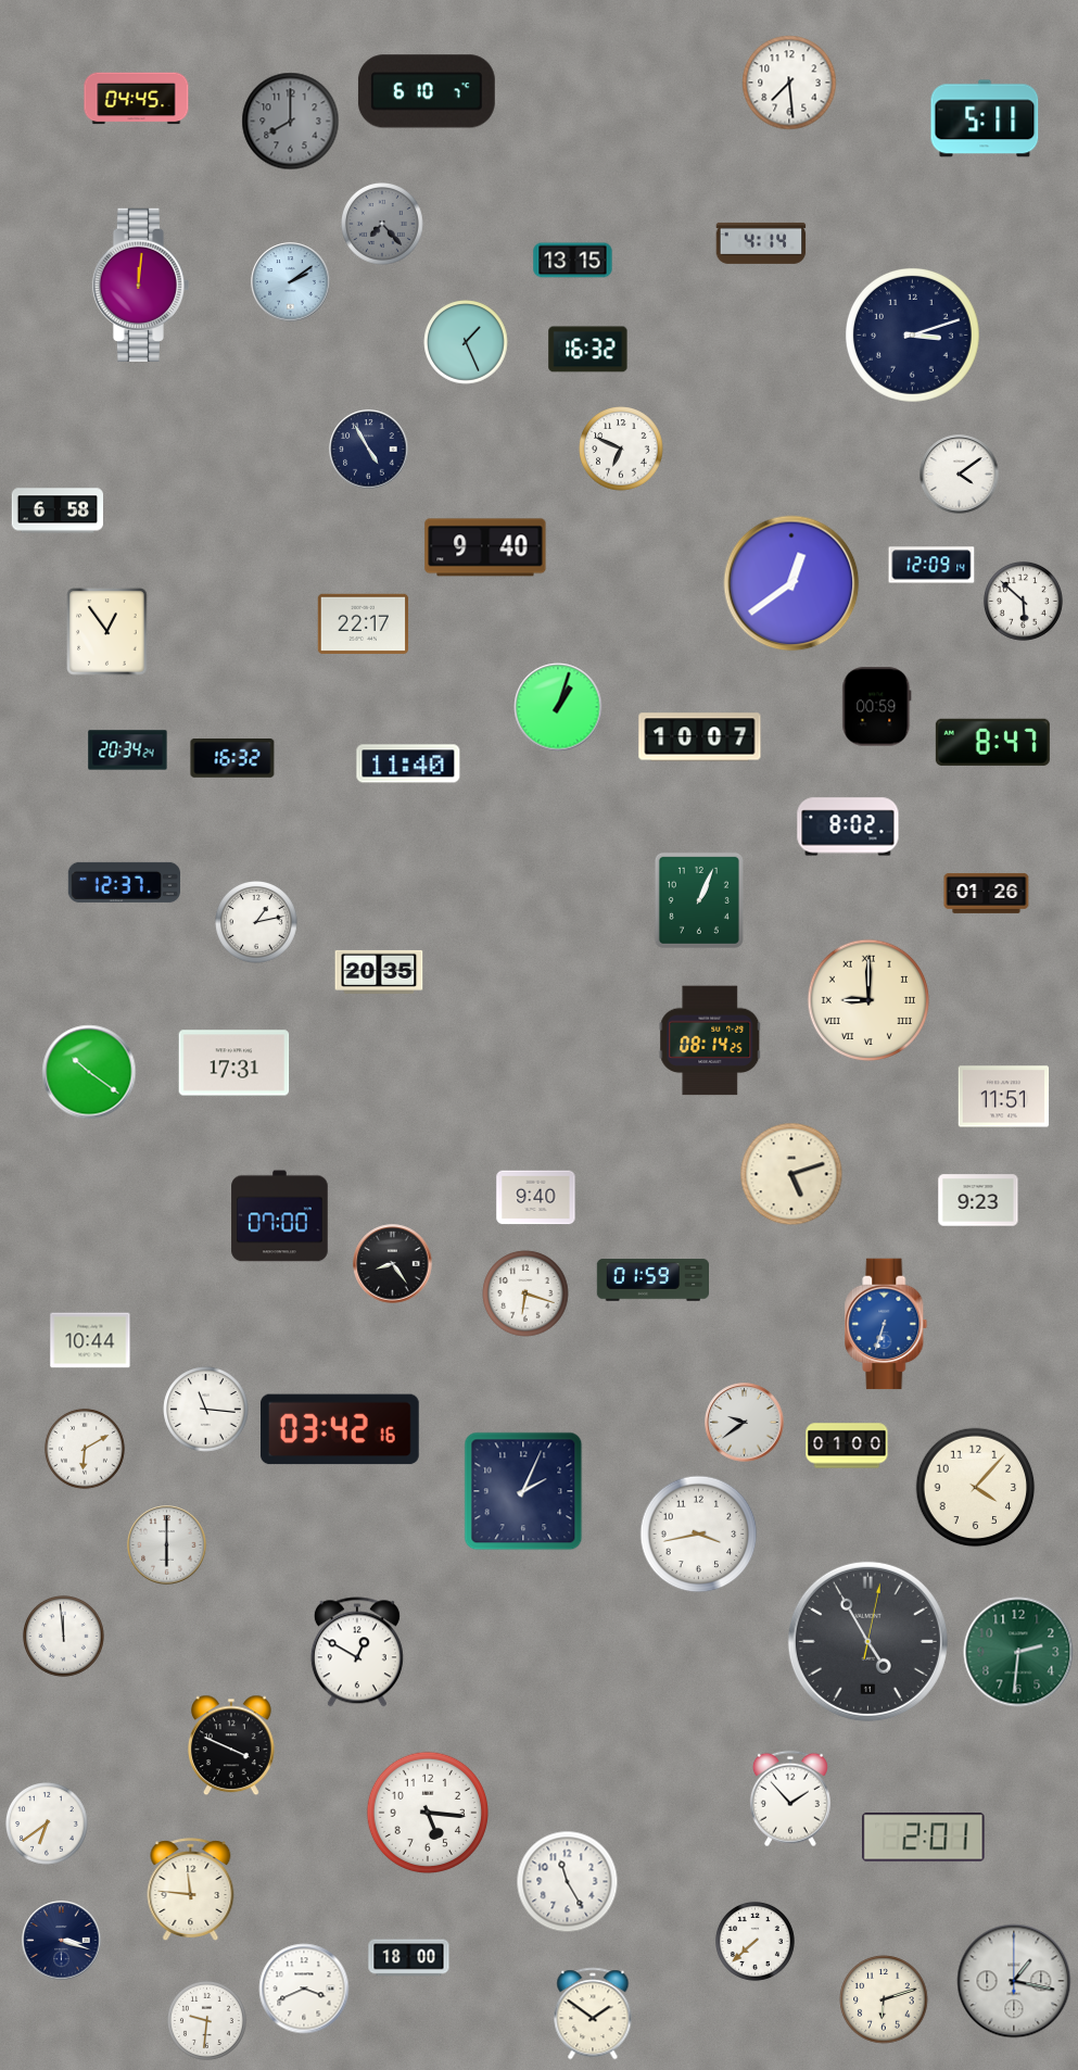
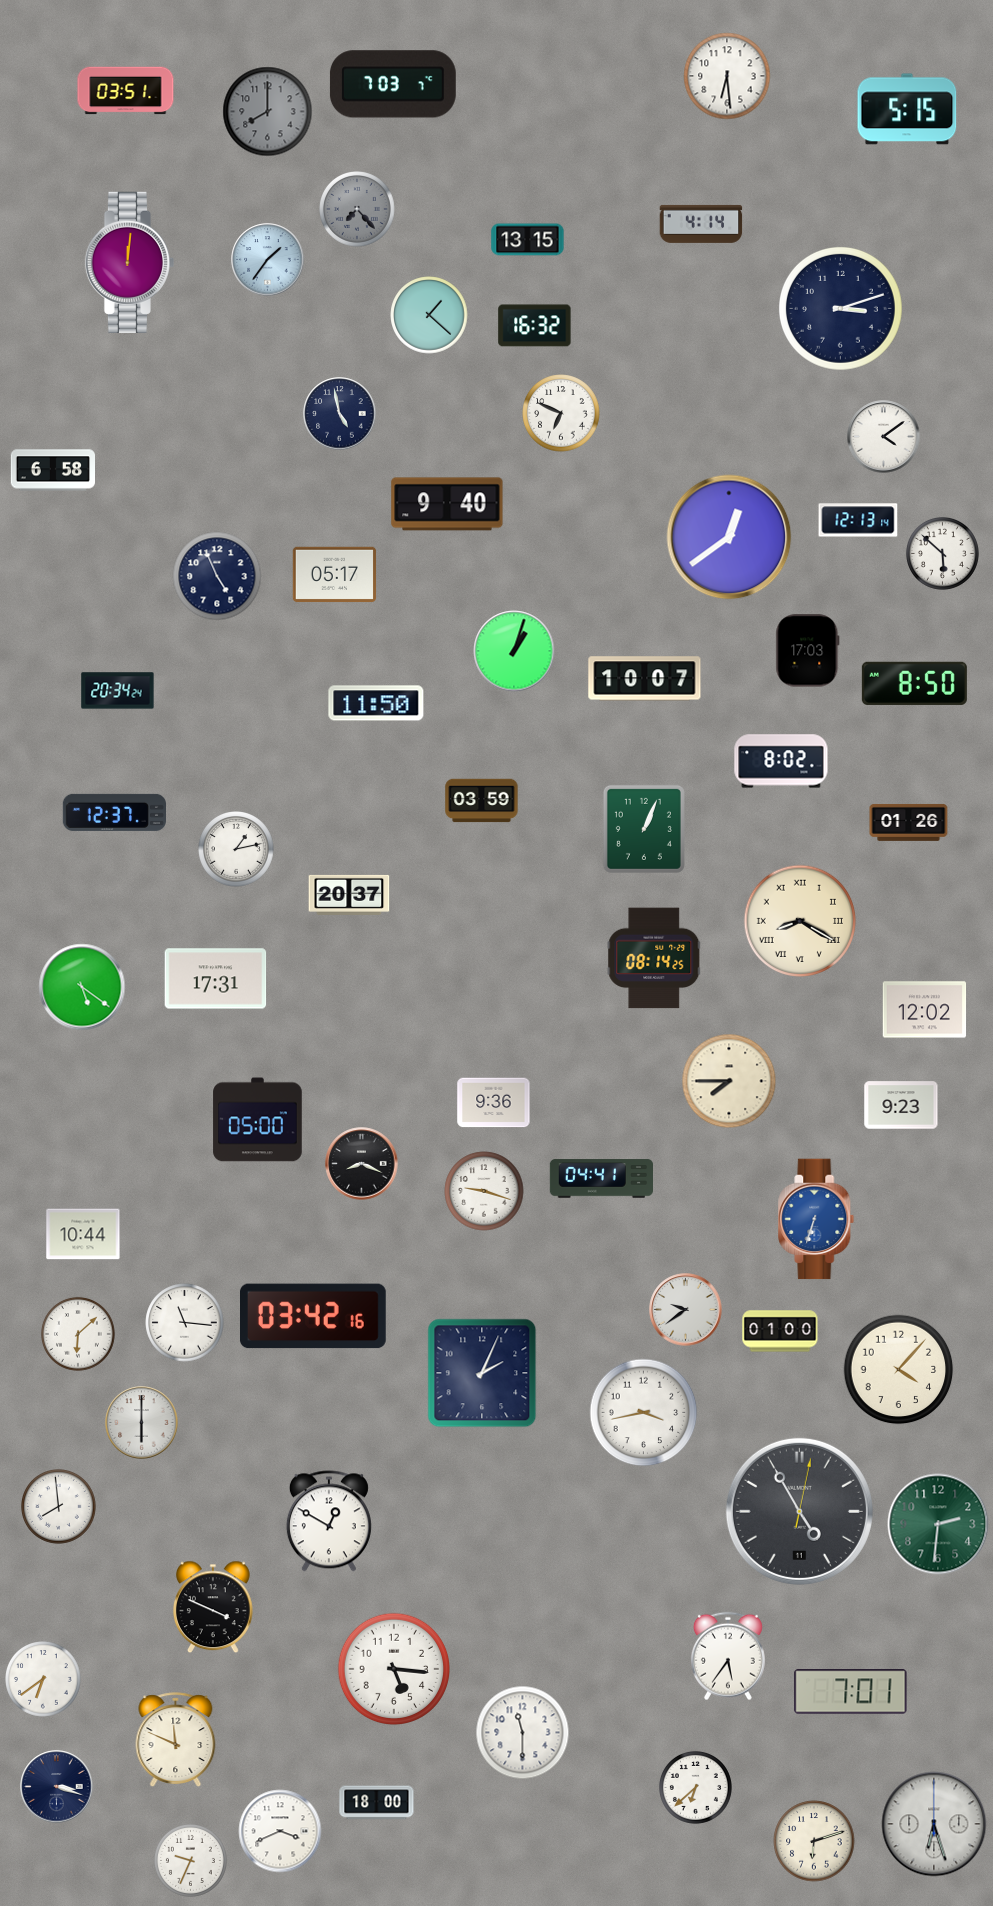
clock at (789, 83): 7:29 -> 6:29
clock at (427, 91): 6:10 -> 7:03
clock at (137, 99): 04:45 -> 03:51
clock at (985, 118): 5:11 -> 5:15
clock at (382, 224) position: (382, 224) -> (357, 209)
clock at (291, 282): 2:09 -> 1:36
clock at (466, 342): 1:26 -> 1:22
clock at (588, 350) position: (588, 350) -> (535, 326)
clock at (621, 449) position: (621, 449) -> (561, 413)
clock at (369, 450): 4:55 -> 4:58
clock at (931, 565): 12:09 -> 12:13
clock at (364, 624): 22:17 -> 05:17
clock at (217, 576): none -> 4:56
clock at (107, 632): 12:54 -> none
clock at (877, 707): 00:59 -> 17:03
clock at (992, 742): 8:47 -> 8:50
clock at (232, 758): 16:32 -> none
clock at (408, 763): 11:40 -> 11:50
clock at (482, 801): none -> 03:59
clock at (379, 972): 20:35 -> 20:37
clock at (867, 999): 9:00 -> 8:20
clock at (89, 1072): 10:21 -> 5:21
clock at (1004, 1097): 11:51 -> 12:02
clock at (791, 1174): 5:12 -> 7:45
clock at (536, 1198): 9:40 -> 9:36
clock at (280, 1216): 07:00 -> 05:00
clock at (393, 1264): 8:24 -> 8:19
clock at (652, 1280): 01:59 -> 04:41
clock at (525, 1293): 6:18 -> 9:18
clock at (206, 1410) position: (206, 1410) -> (185, 1323)
clock at (85, 1449): 6:10 -> 6:08
clock at (167, 1545) position: (167, 1545) -> (142, 1423)
clock at (64, 1637): 11:59 -> 7:59
clock at (1018, 1652) position: (1018, 1652) -> (938, 1524)
clock at (790, 1798): 1:53 -> 5:36
clock at (924, 1838): 2:01 -> 7:01
clock at (568, 1882): 11:25 -> 11:30
clock at (191, 1889): 11:46 -> 11:49
clock at (754, 1941): 7:38 -> 6:38
clock at (1014, 1981): 1:17 -> 6:27
clock at (593, 2014): 1:51 -> none
clock at (206, 2020): 9:31 -> 9:34
